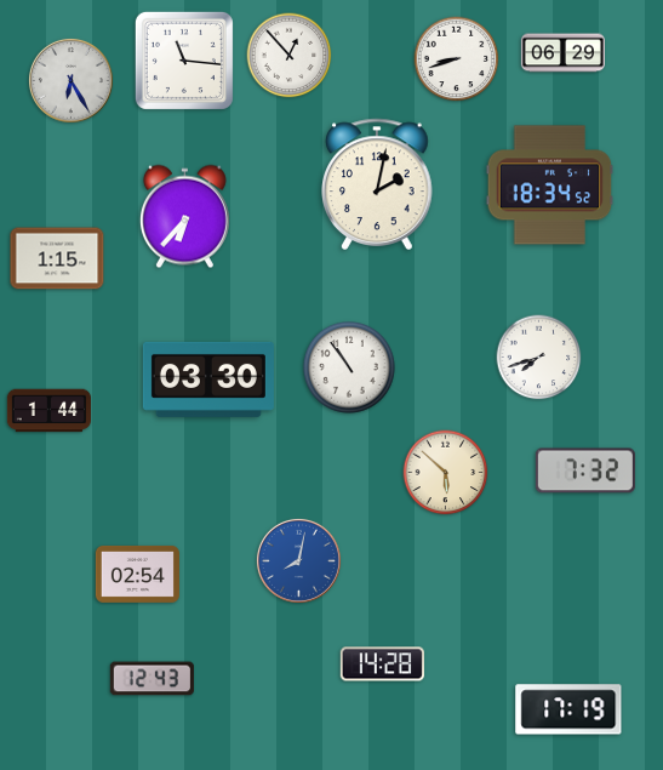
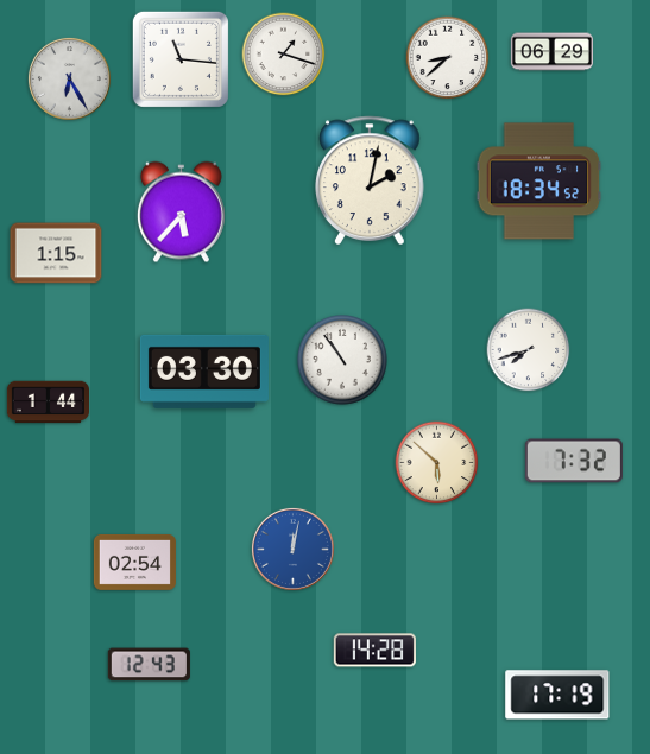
clock at (290, 56): 12:53 -> 1:18
clock at (457, 59): 8:42 -> 8:38
clock at (184, 217): 6:37 -> 5:37
clock at (298, 560): 8:02 -> 12:02
